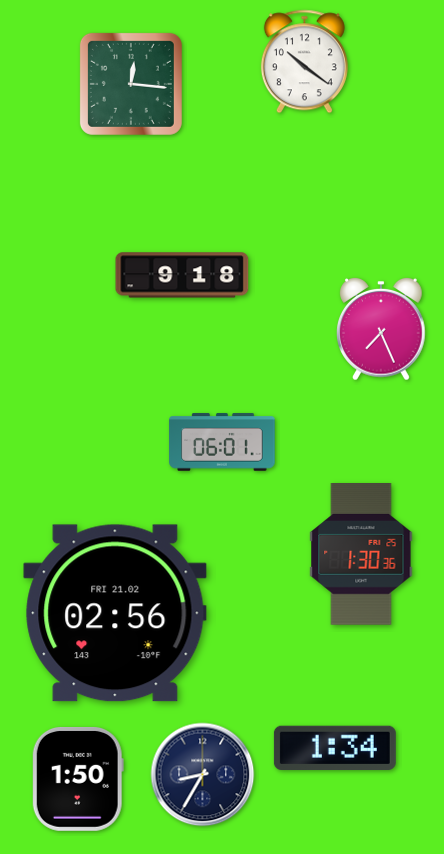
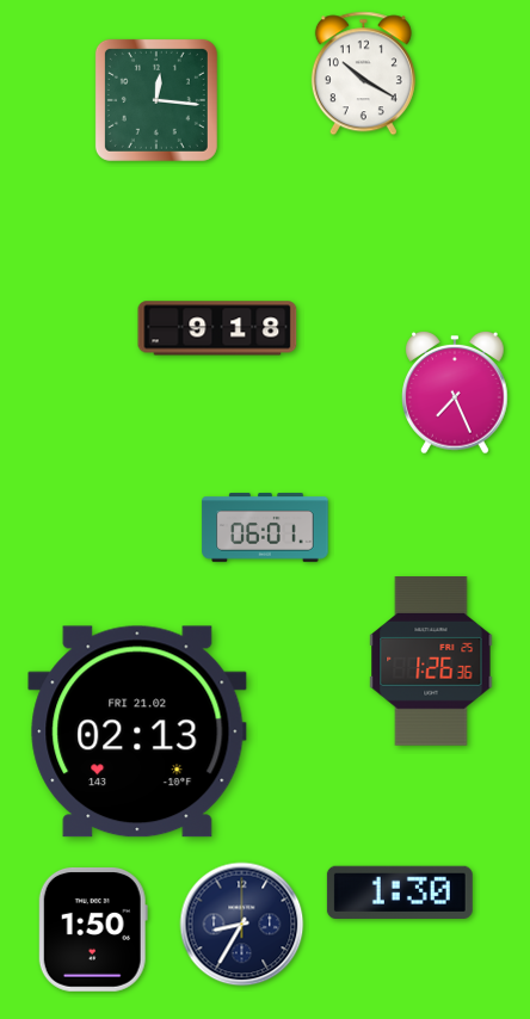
clock at (304, 62): 10:21 -> 10:20
clock at (361, 554): 1:30 -> 1:26
clock at (115, 613): 02:56 -> 02:13
clock at (335, 747): 1:34 -> 1:30
